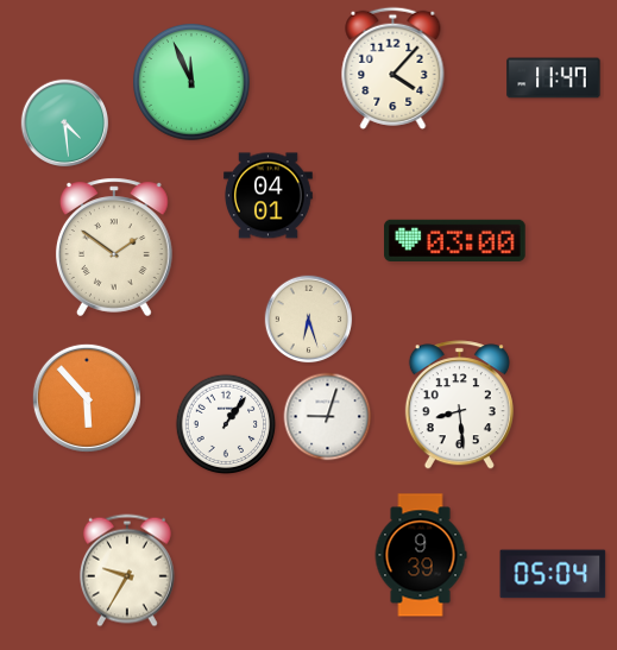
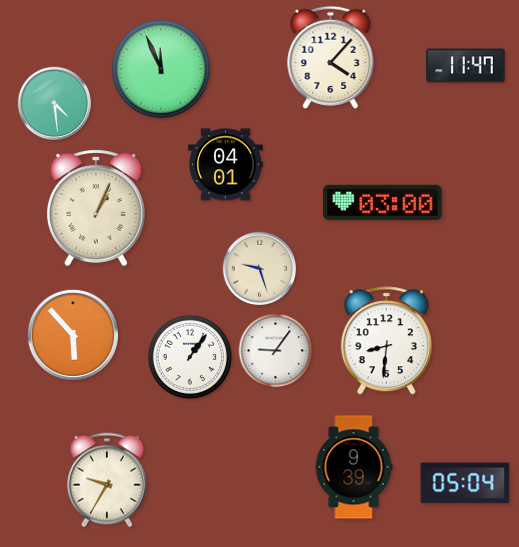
clock at (114, 247): 1:51 -> 1:04
clock at (309, 320): 6:27 -> 9:27
clock at (459, 405): 8:29 -> 8:31
clock at (328, 417): 9:03 -> 9:06
